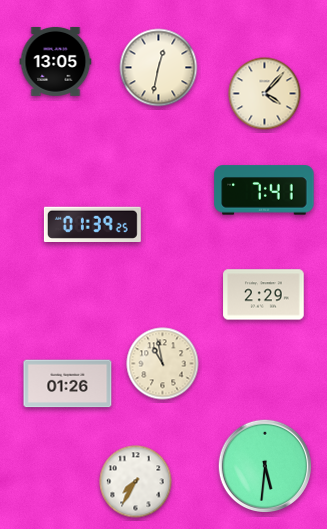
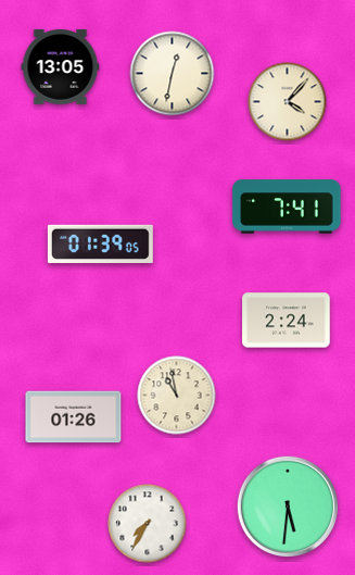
clock at (92, 224): 01:39:25 -> 01:39:05
clock at (264, 295): 2:29 -> 2:24
